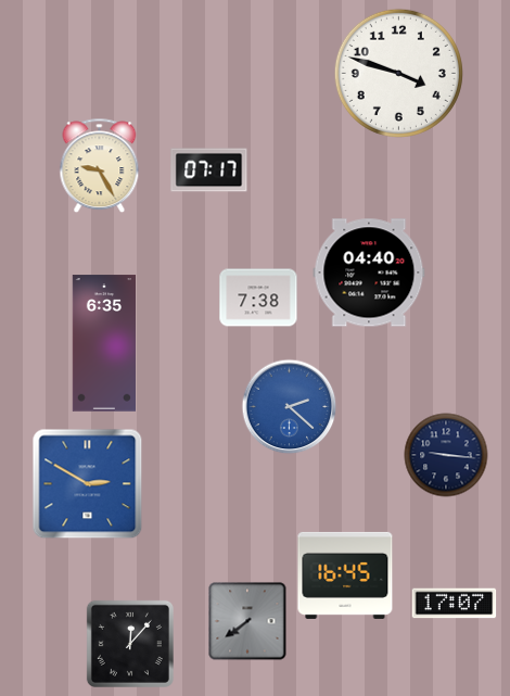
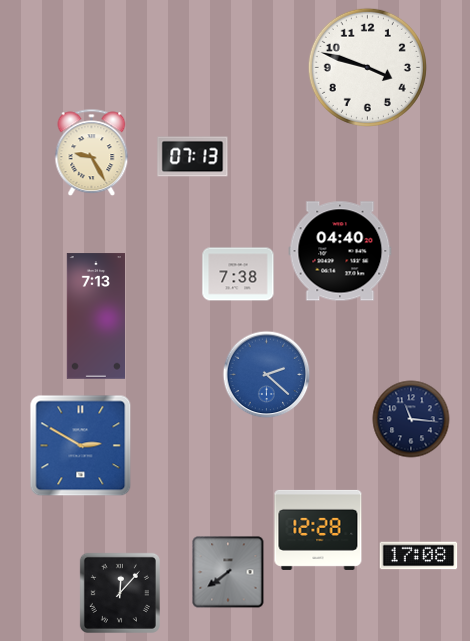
clock at (209, 170): 07:17 -> 07:13
clock at (103, 343): 6:35 -> 7:13
clock at (446, 455): 9:16 -> 11:16
clock at (345, 575): 16:45 -> 12:28
clock at (455, 604): 17:07 -> 17:08
